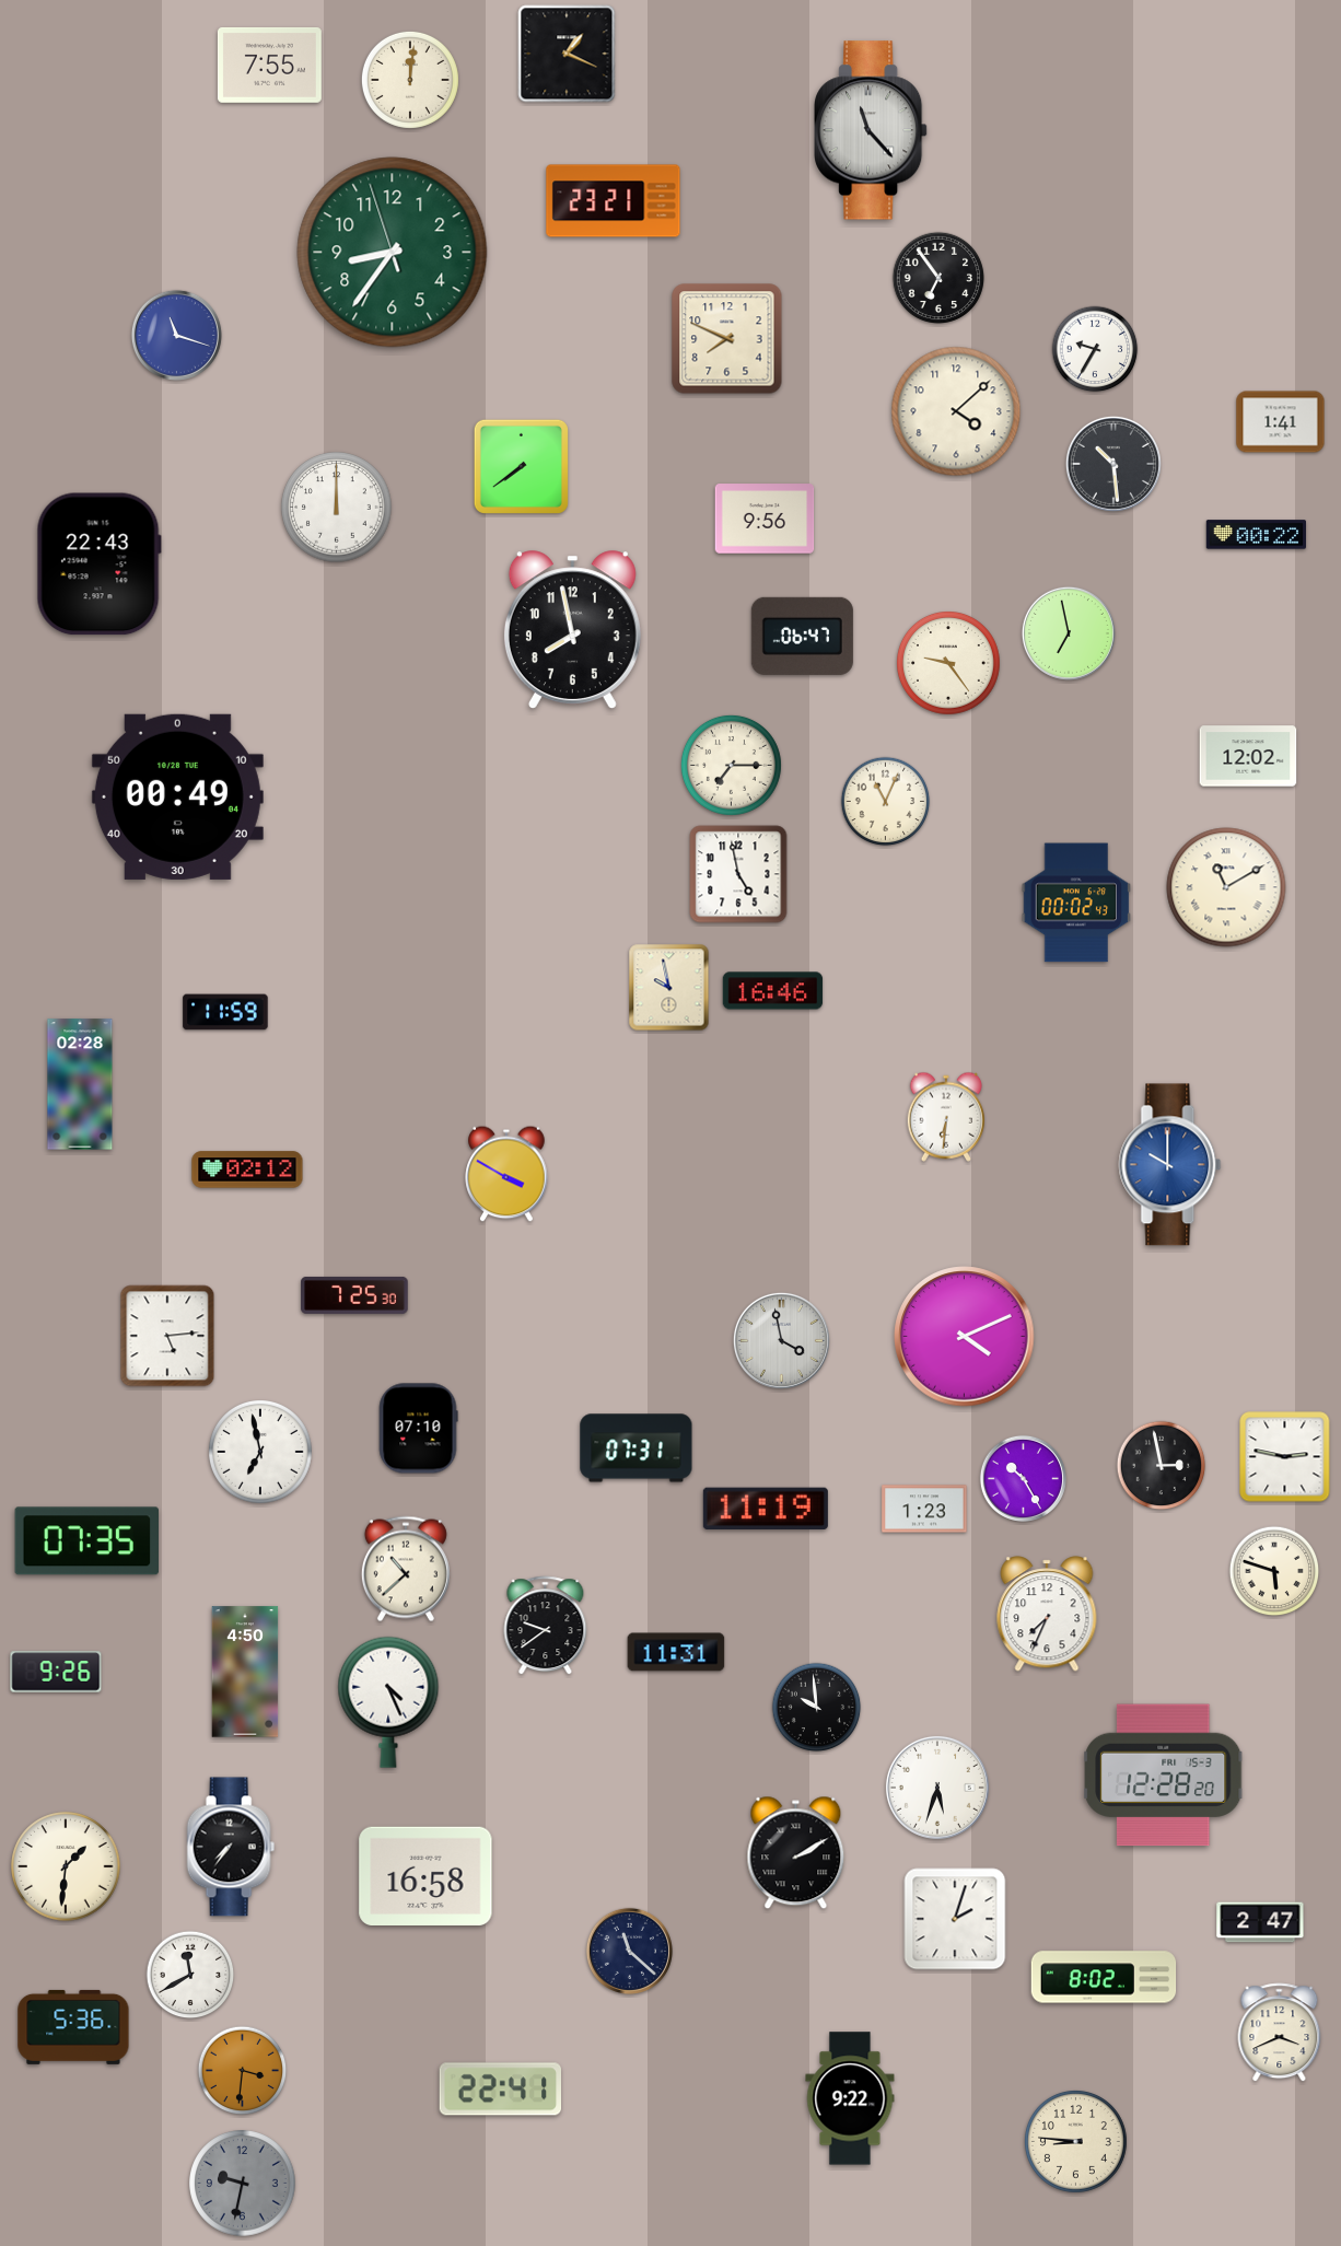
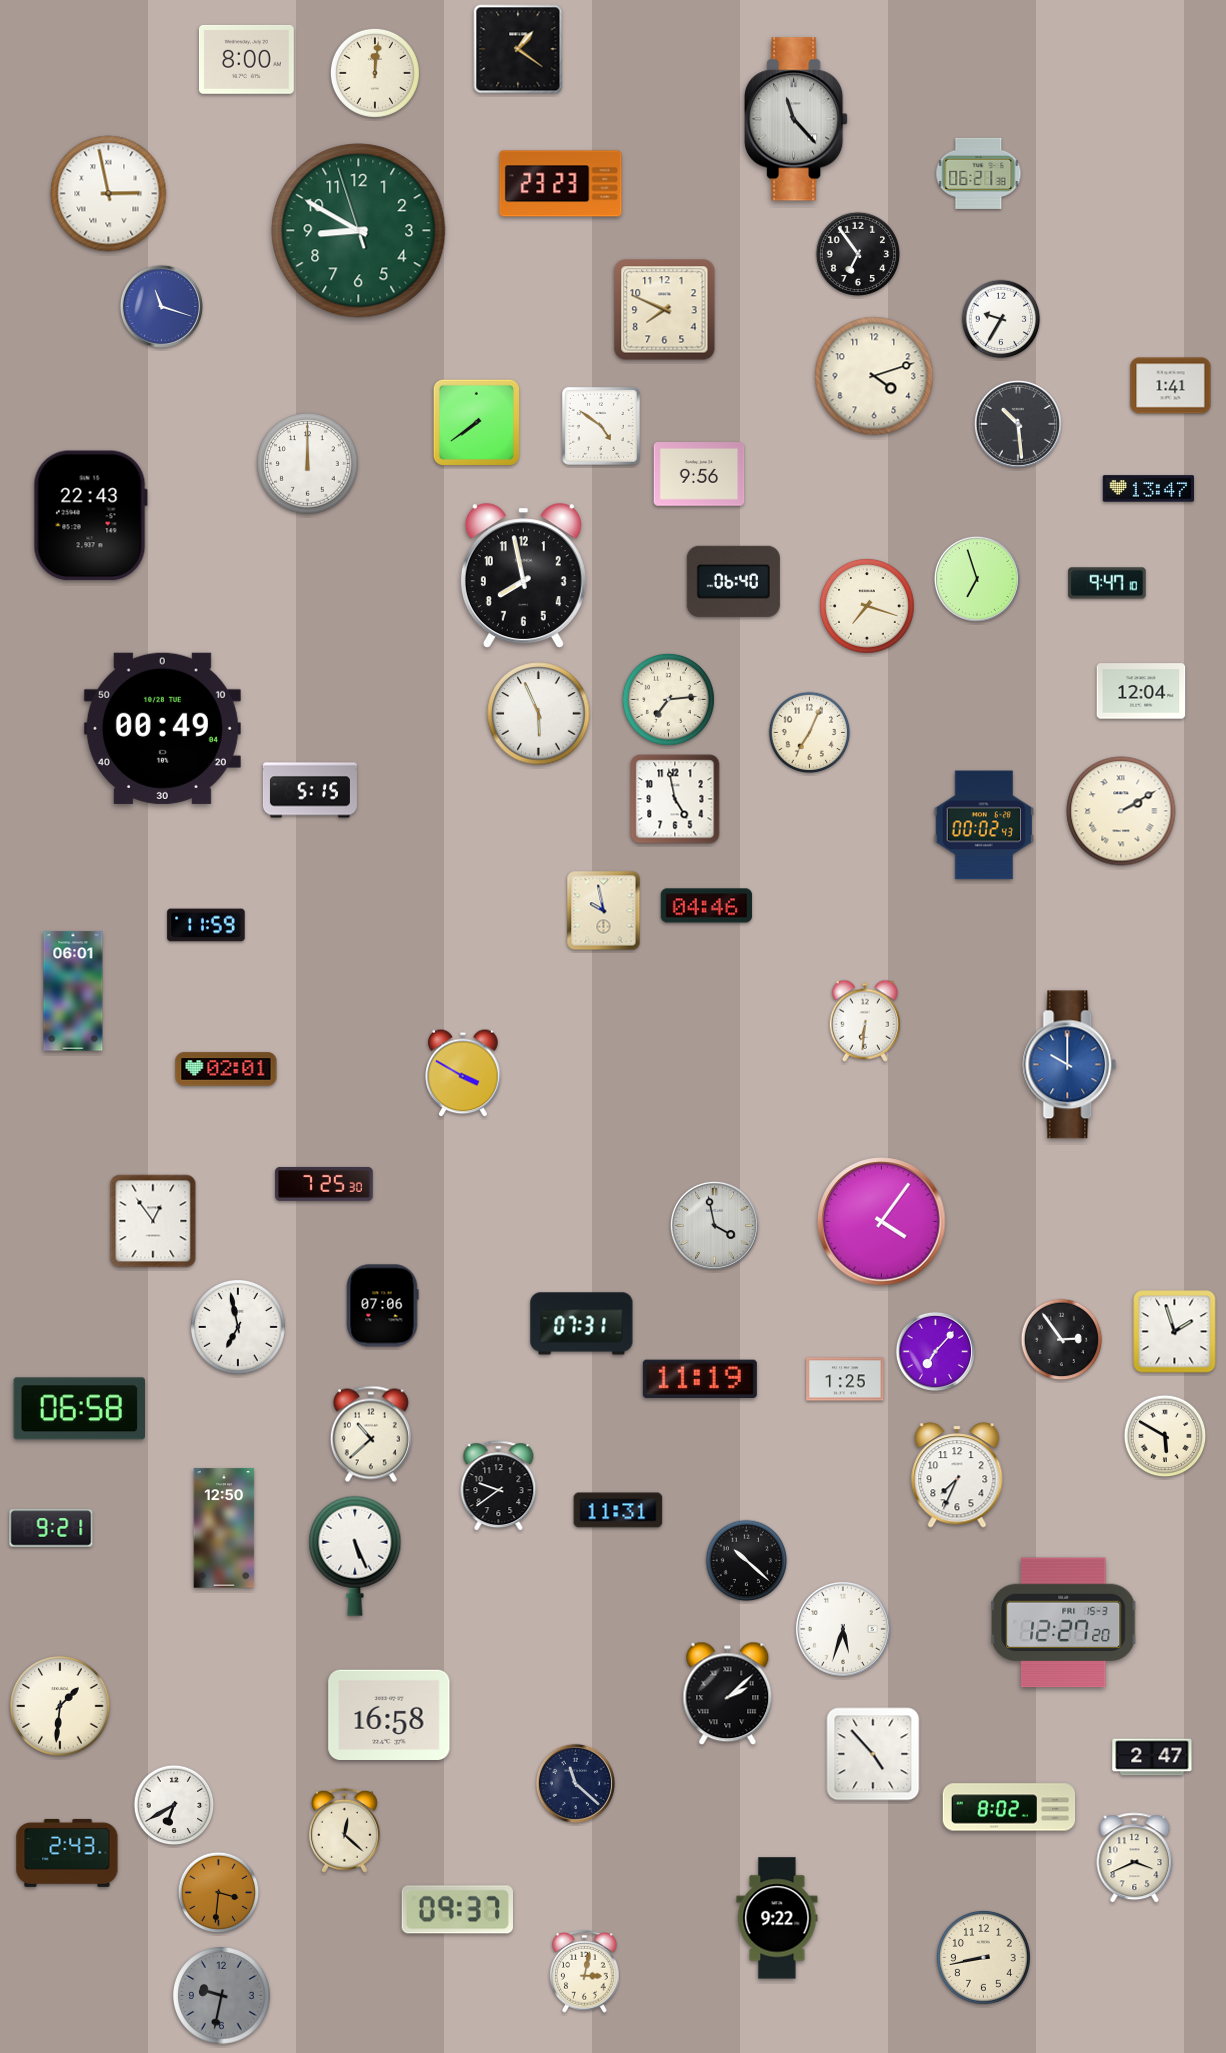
clock at (567, 54): 1:19 -> 1:21
clock at (269, 65): 7:55 -> 8:00
clock at (979, 173): none -> 06:21
clock at (614, 201): 23:21 -> 23:23
clock at (109, 194): none -> 2:58
clock at (393, 253): 8:35 -> 8:49
clock at (956, 411): 4:08 -> 4:12
clock at (521, 466) position: (521, 466) -> (476, 422)
clock at (601, 426): none -> 4:51
clock at (1256, 535): 00:22 -> 13:47
clock at (1069, 633): 6:58 -> 6:57
clock at (802, 636): 06:47 -> 06:40
clock at (1107, 583): none -> 9:47
clock at (949, 664): 9:24 -> 7:18
clock at (1248, 756): 12:02 -> 12:04
clock at (731, 765): 7:15 -> 7:14
clock at (539, 714): none -> 5:56
clock at (886, 802): 11:04 -> 7:04
clock at (310, 790): none -> 5:15
clock at (1226, 887): 11:10 -> 2:10
clock at (669, 988) position: (669, 988) -> (604, 911)
clock at (773, 991): 16:46 -> 04:46
clock at (80, 1084): 02:28 -> 06:01
clock at (247, 1169): 02:12 -> 02:01
clock at (167, 1336): 5:14 -> 12:54
clock at (965, 1337): 4:11 -> 4:06
clock at (418, 1429): 07:10 -> 07:06
clock at (1285, 1457): 2:47 -> 1:57
clock at (1162, 1466): 2:58 -> 2:54
clock at (1023, 1478): 10:25 -> 7:07
clock at (924, 1509): 1:23 -> 1:25
clock at (86, 1541): 07:35 -> 06:58
clock at (1274, 1571): 5:48 -> 5:50
clock at (56, 1672): 9:26 -> 9:21
clock at (245, 1672): 4:50 -> 12:50
clock at (388, 1702): 4:26 -> 5:26
clock at (817, 1708): 9:59 -> 10:22
clock at (1164, 1776): 12:28 -> 12:27
clock at (937, 1788) position: (937, 1788) -> (843, 1629)
clock at (231, 1847): 7:36 -> none
clock at (796, 1853): 2:10 -> 2:08
clock at (955, 1919): 2:03 -> 4:53
clock at (190, 1975): 11:40 -> 6:40
clock at (344, 1830): none -> 12:22
clock at (73, 2027): 5:36 -> 2:43
clock at (1280, 2033) position: (1280, 2033) -> (1135, 1858)
clock at (243, 2071) position: (243, 2071) -> (219, 1893)
clock at (500, 2090): 22:41 -> 09:37
clock at (1075, 2141): 8:46 -> 8:43
clock at (585, 1972): none -> 3:02
